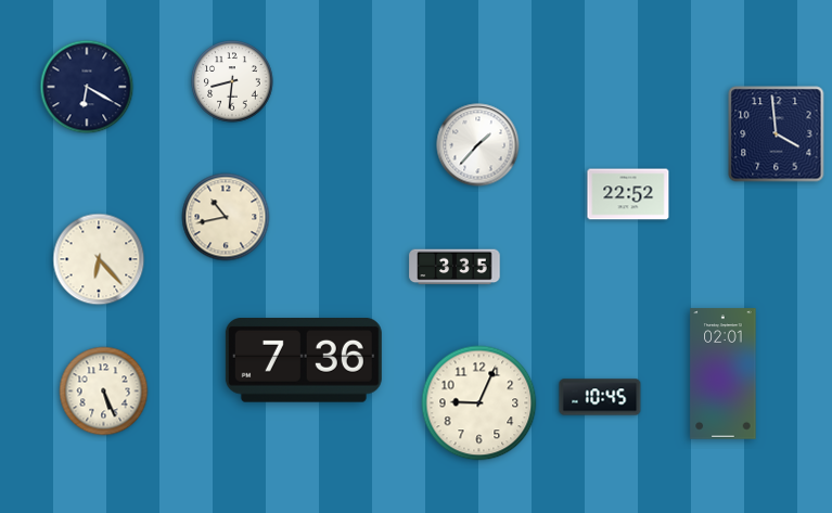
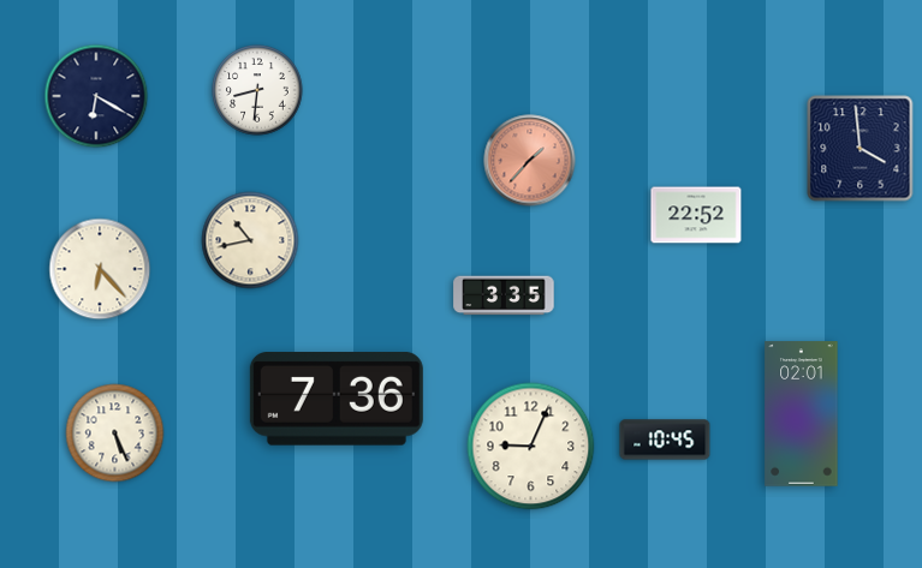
clock at (478, 145) dial: white -> salmon
clock at (99, 259) position: (99, 259) -> (100, 269)
